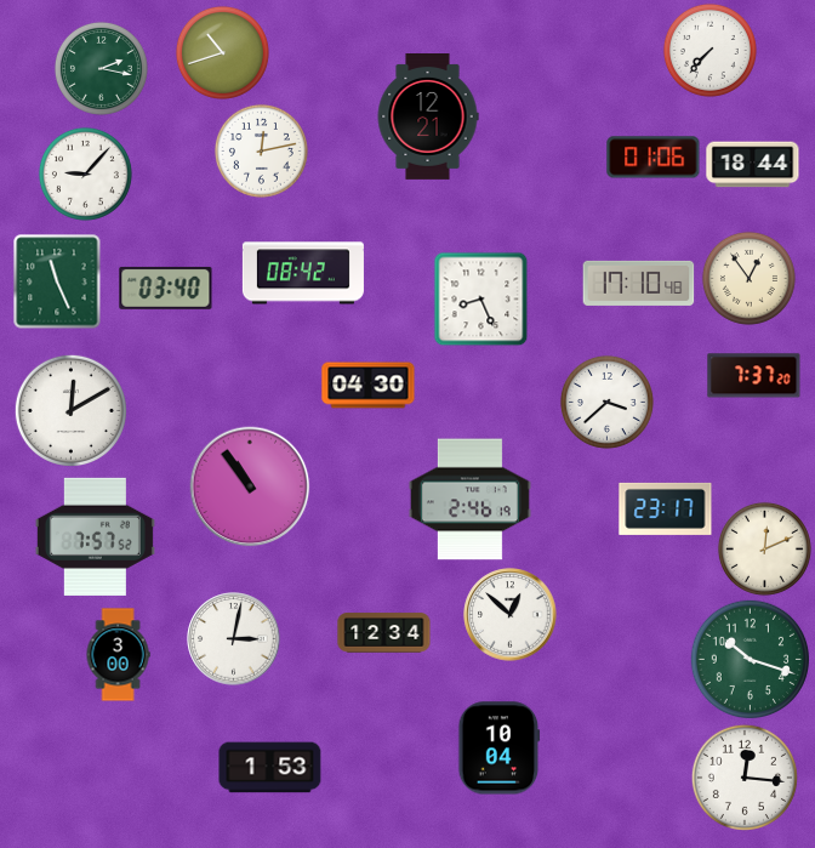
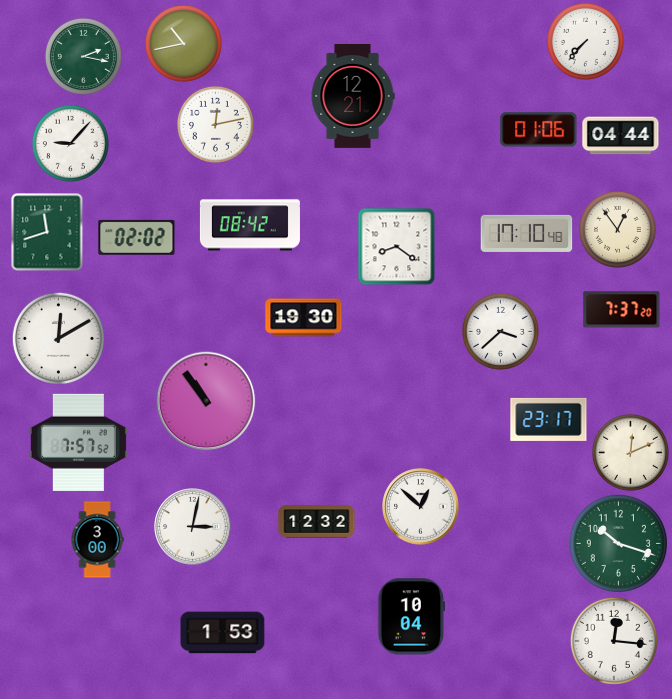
clock at (222, 52): 10:42 -> 10:43
clock at (753, 165): 18:44 -> 04:44
clock at (57, 281): 11:26 -> 11:42
clock at (166, 288): 03:40 -> 02:02
clock at (480, 298): 8:26 -> 8:21
clock at (369, 386): 04:30 -> 19:30
clock at (469, 500): 2:46 -> none
clock at (384, 633): 12:34 -> 12:32
